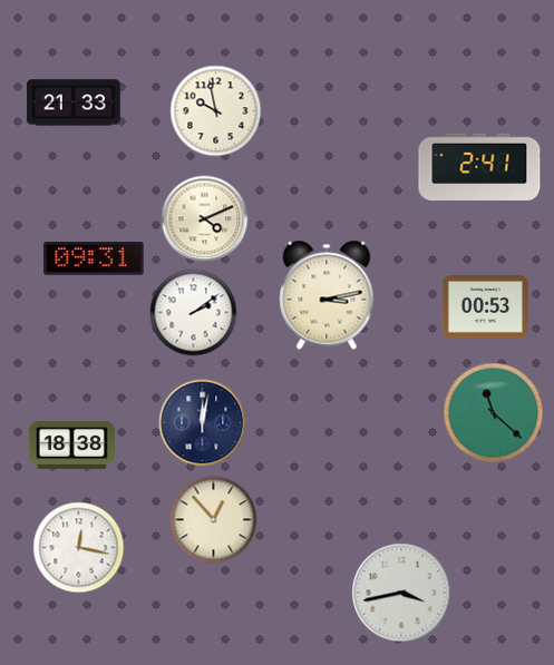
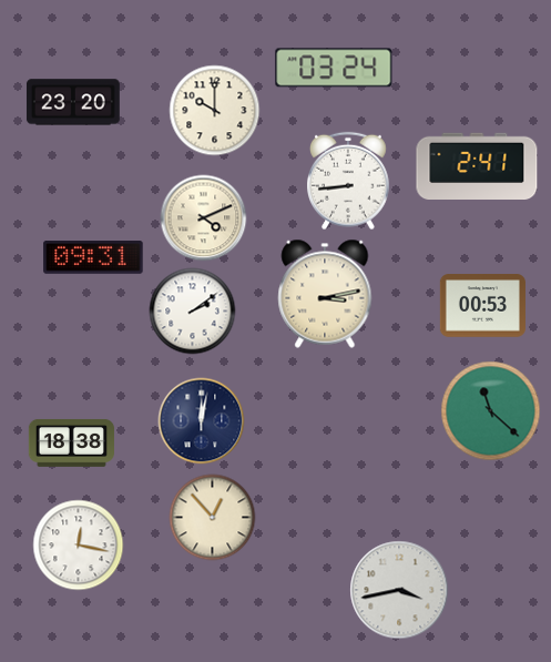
clock at (334, 68): none -> 03:24
clock at (74, 102): 21:33 -> 23:20
clock at (215, 110): 9:58 -> 10:00
clock at (349, 181): none -> 8:44
